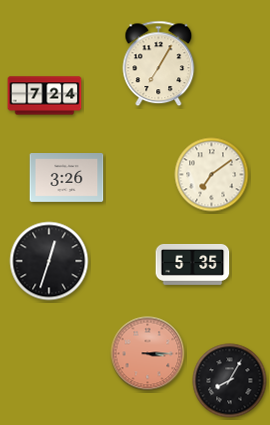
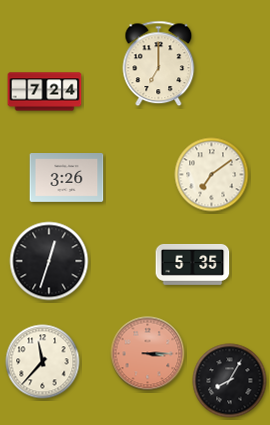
clock at (159, 64): 7:05 -> 7:00
clock at (45, 96) position: (45, 96) -> (45, 92)
clock at (43, 362): none -> 11:37
